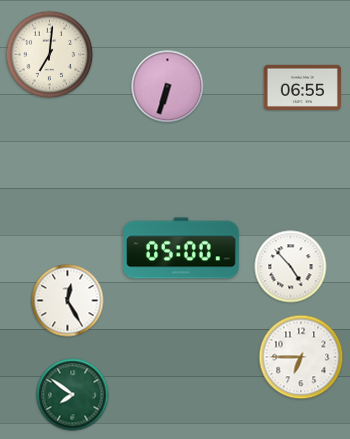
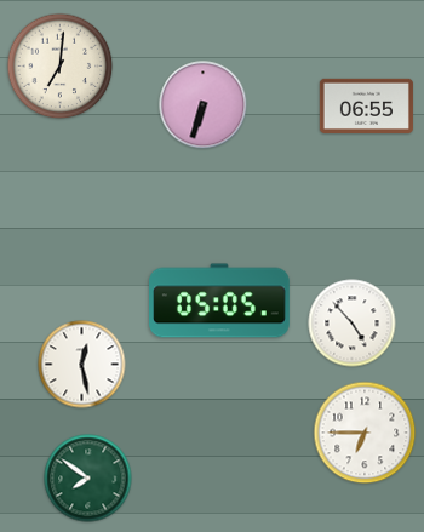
clock at (181, 248): 05:00 -> 05:05
clock at (68, 301): 12:25 -> 12:28
